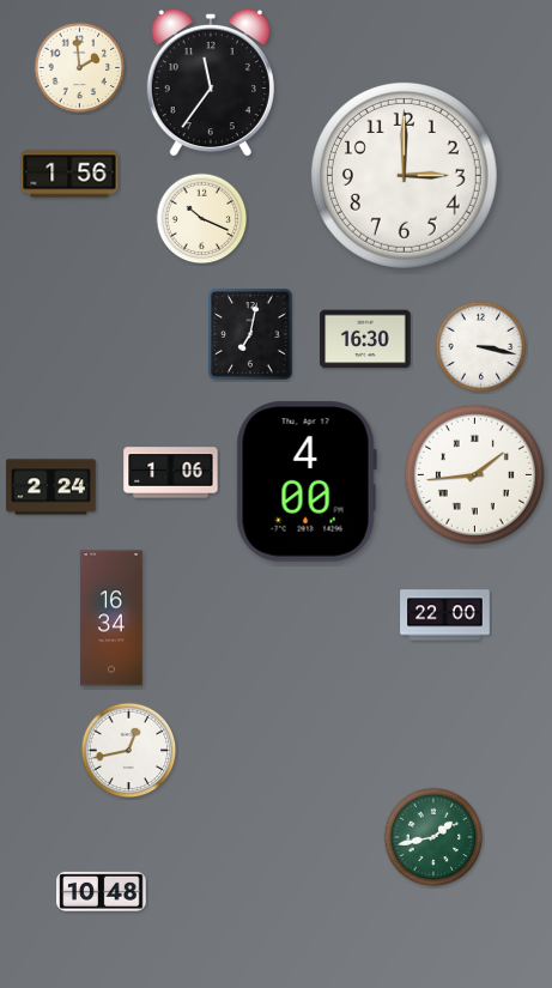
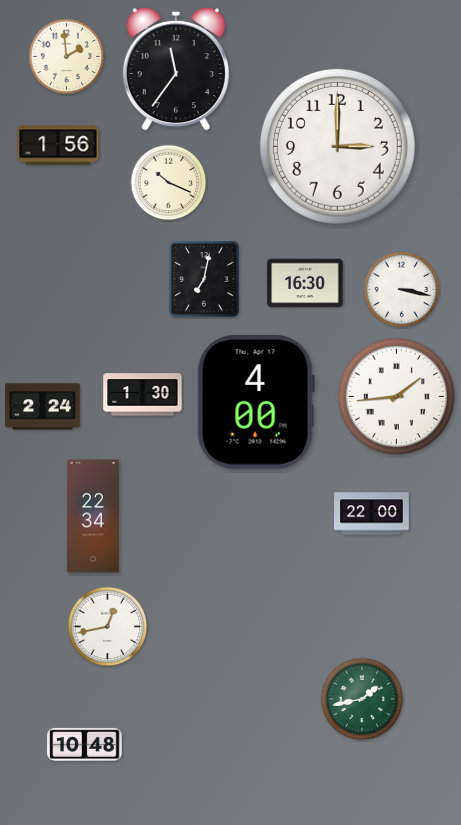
clock at (250, 334) position: (250, 334) -> (204, 279)
clock at (171, 473): 1:06 -> 1:30
clock at (111, 618): 16:34 -> 22:34
